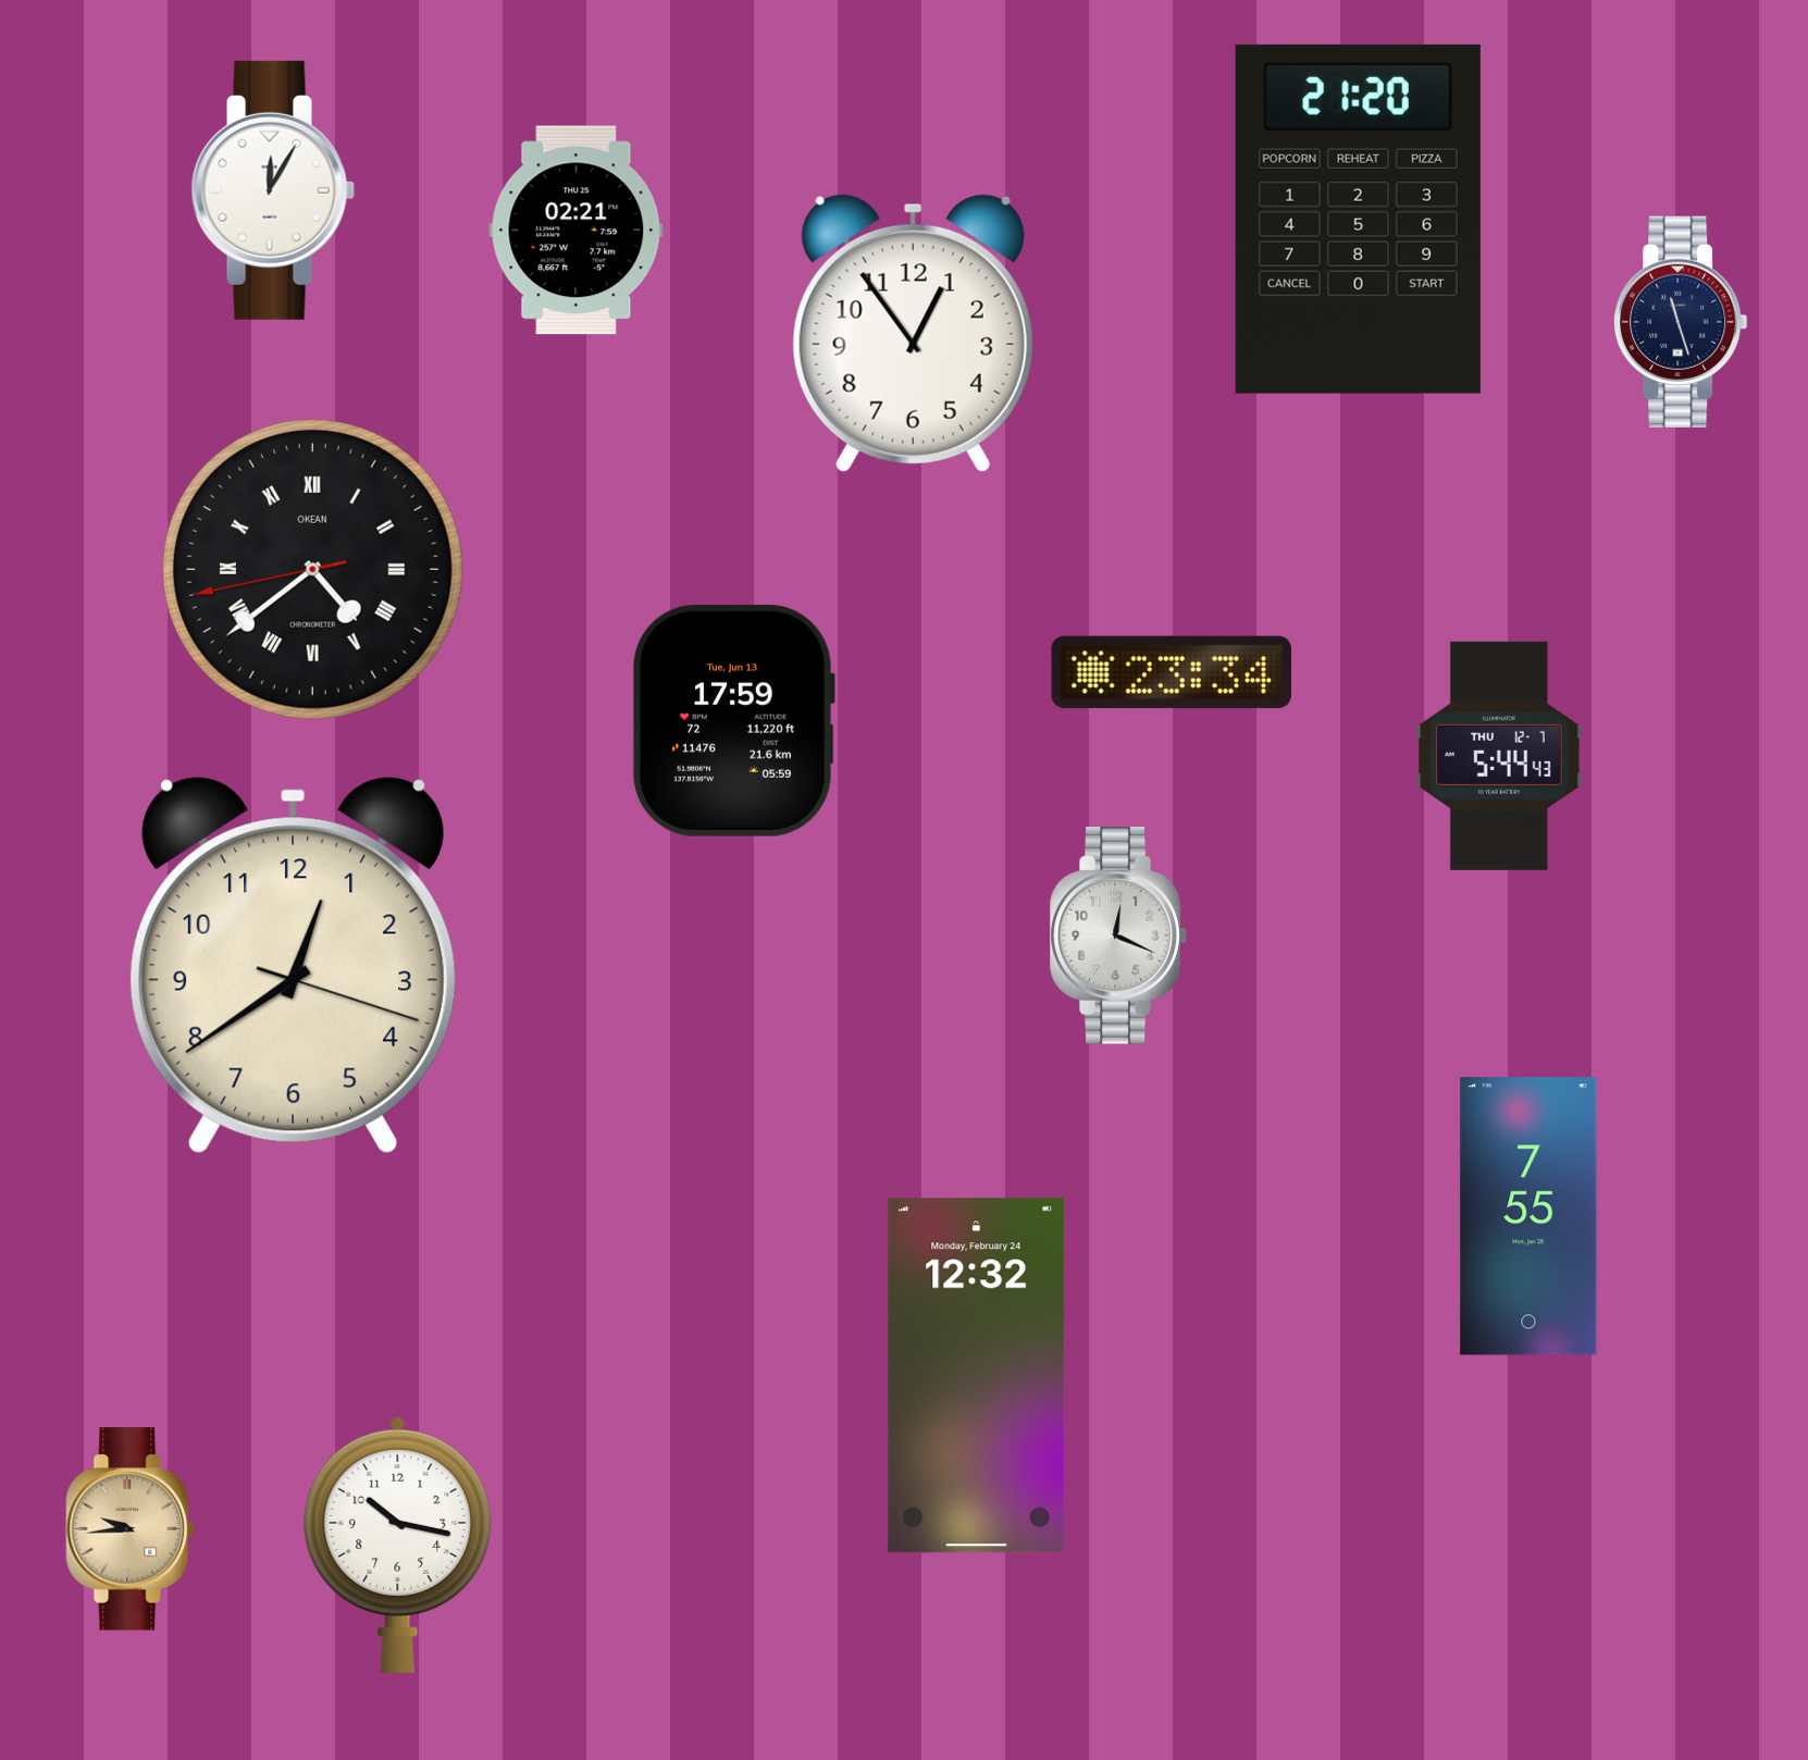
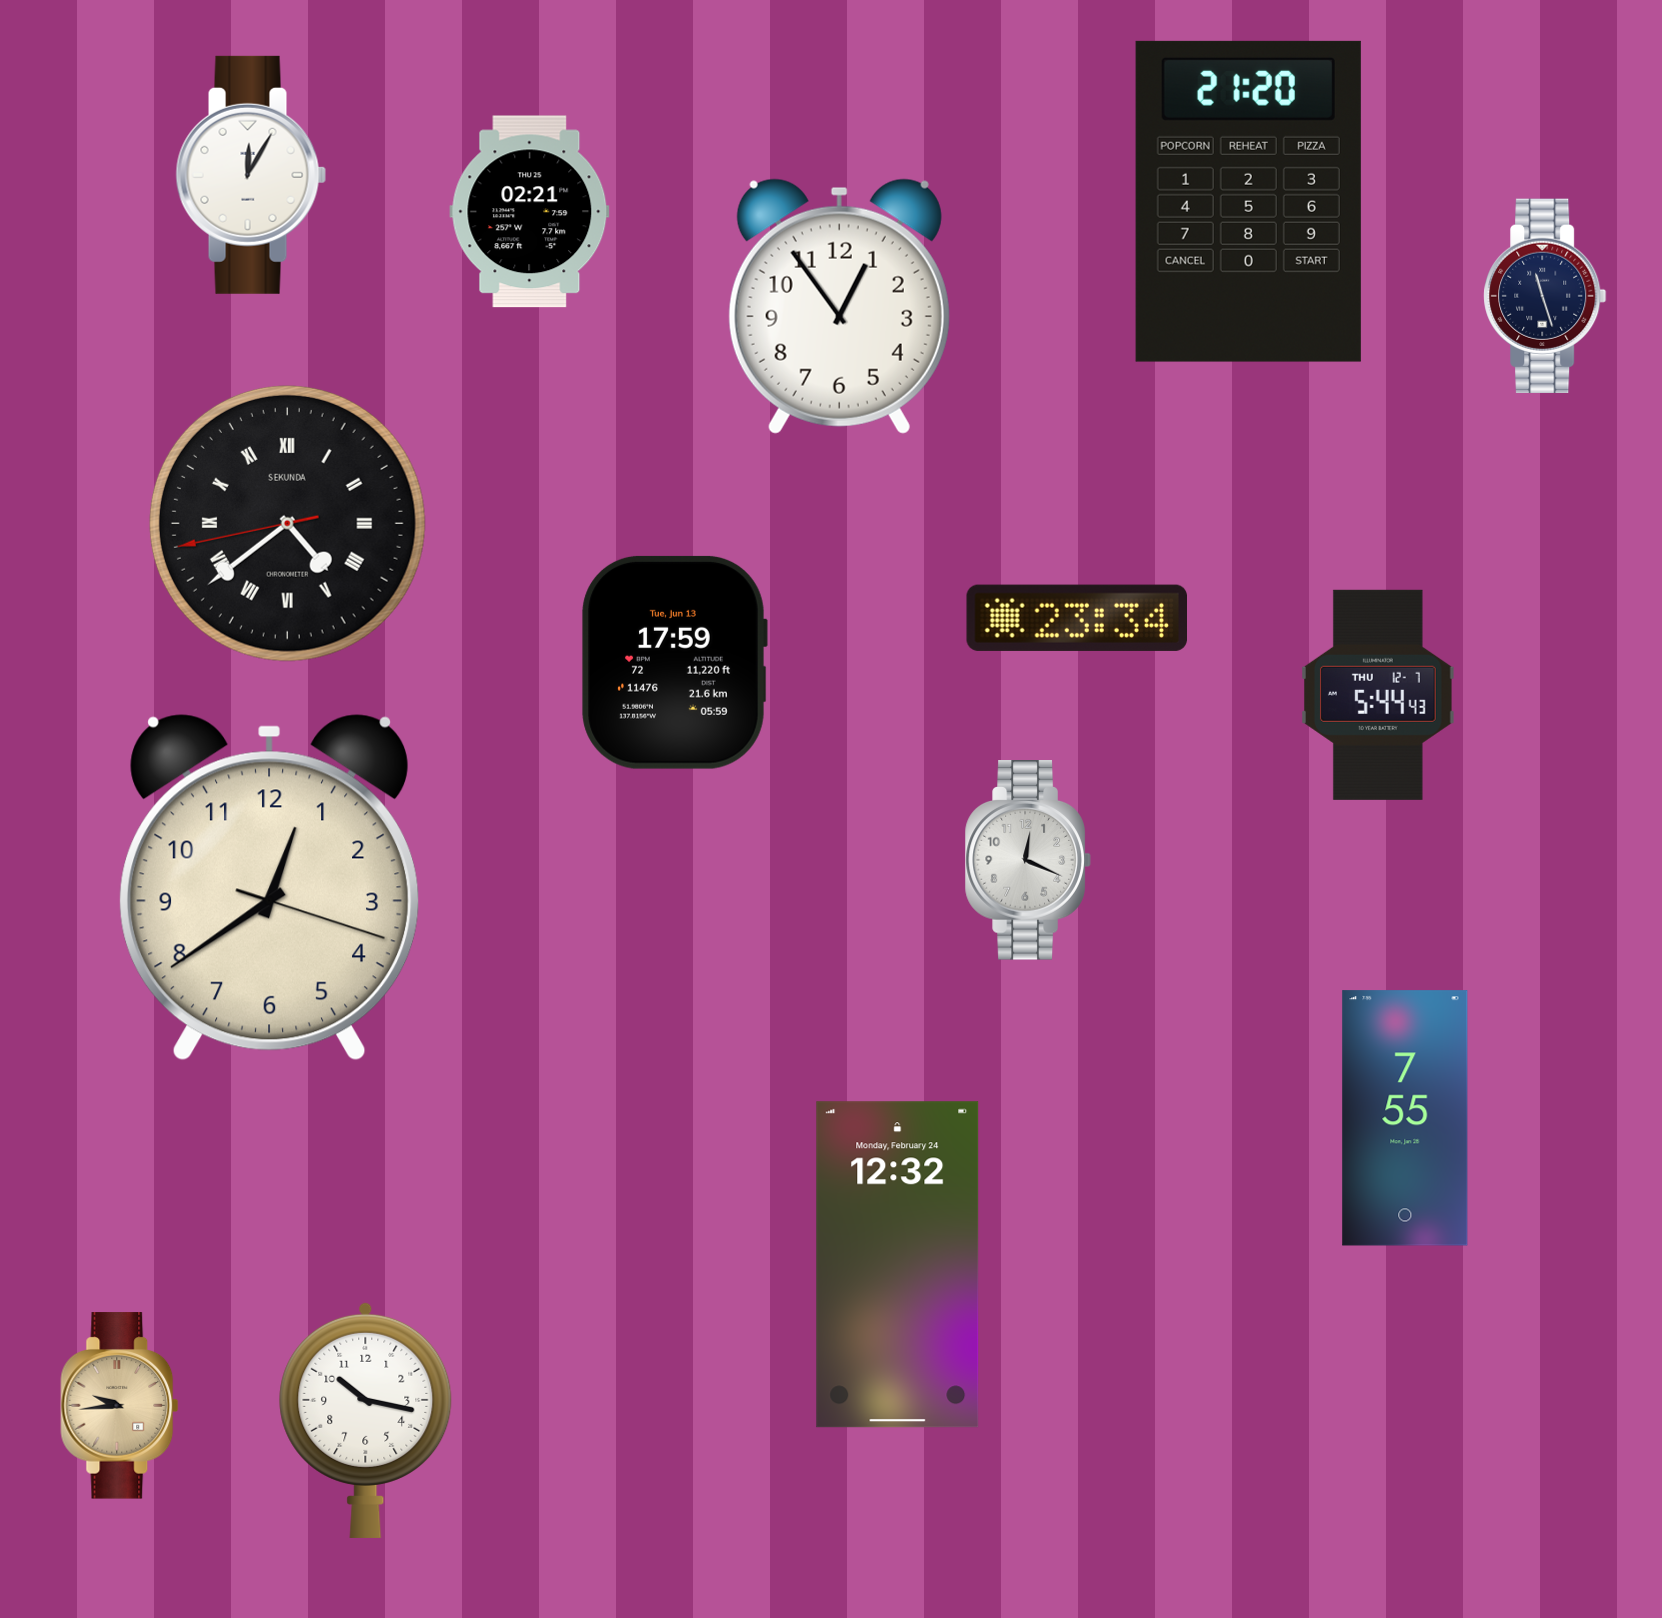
clock at (312, 569) brand: OKEAN -> SEKUNDA
